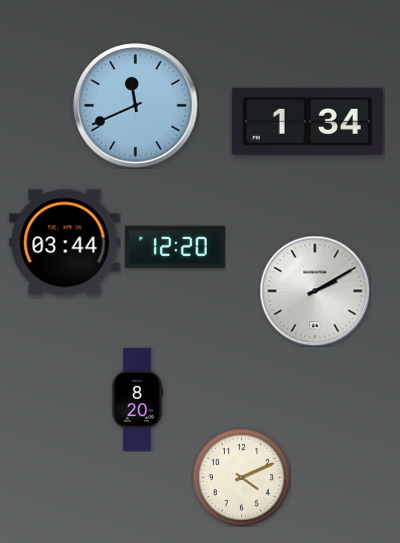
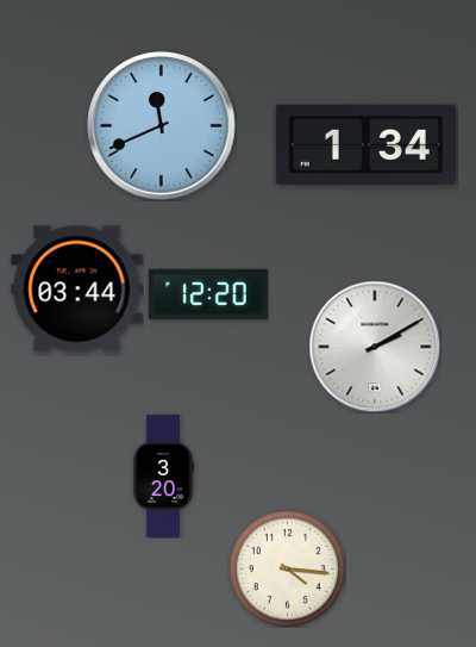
clock at (137, 400): 8:20 -> 3:20
clock at (241, 477): 4:11 -> 4:16
